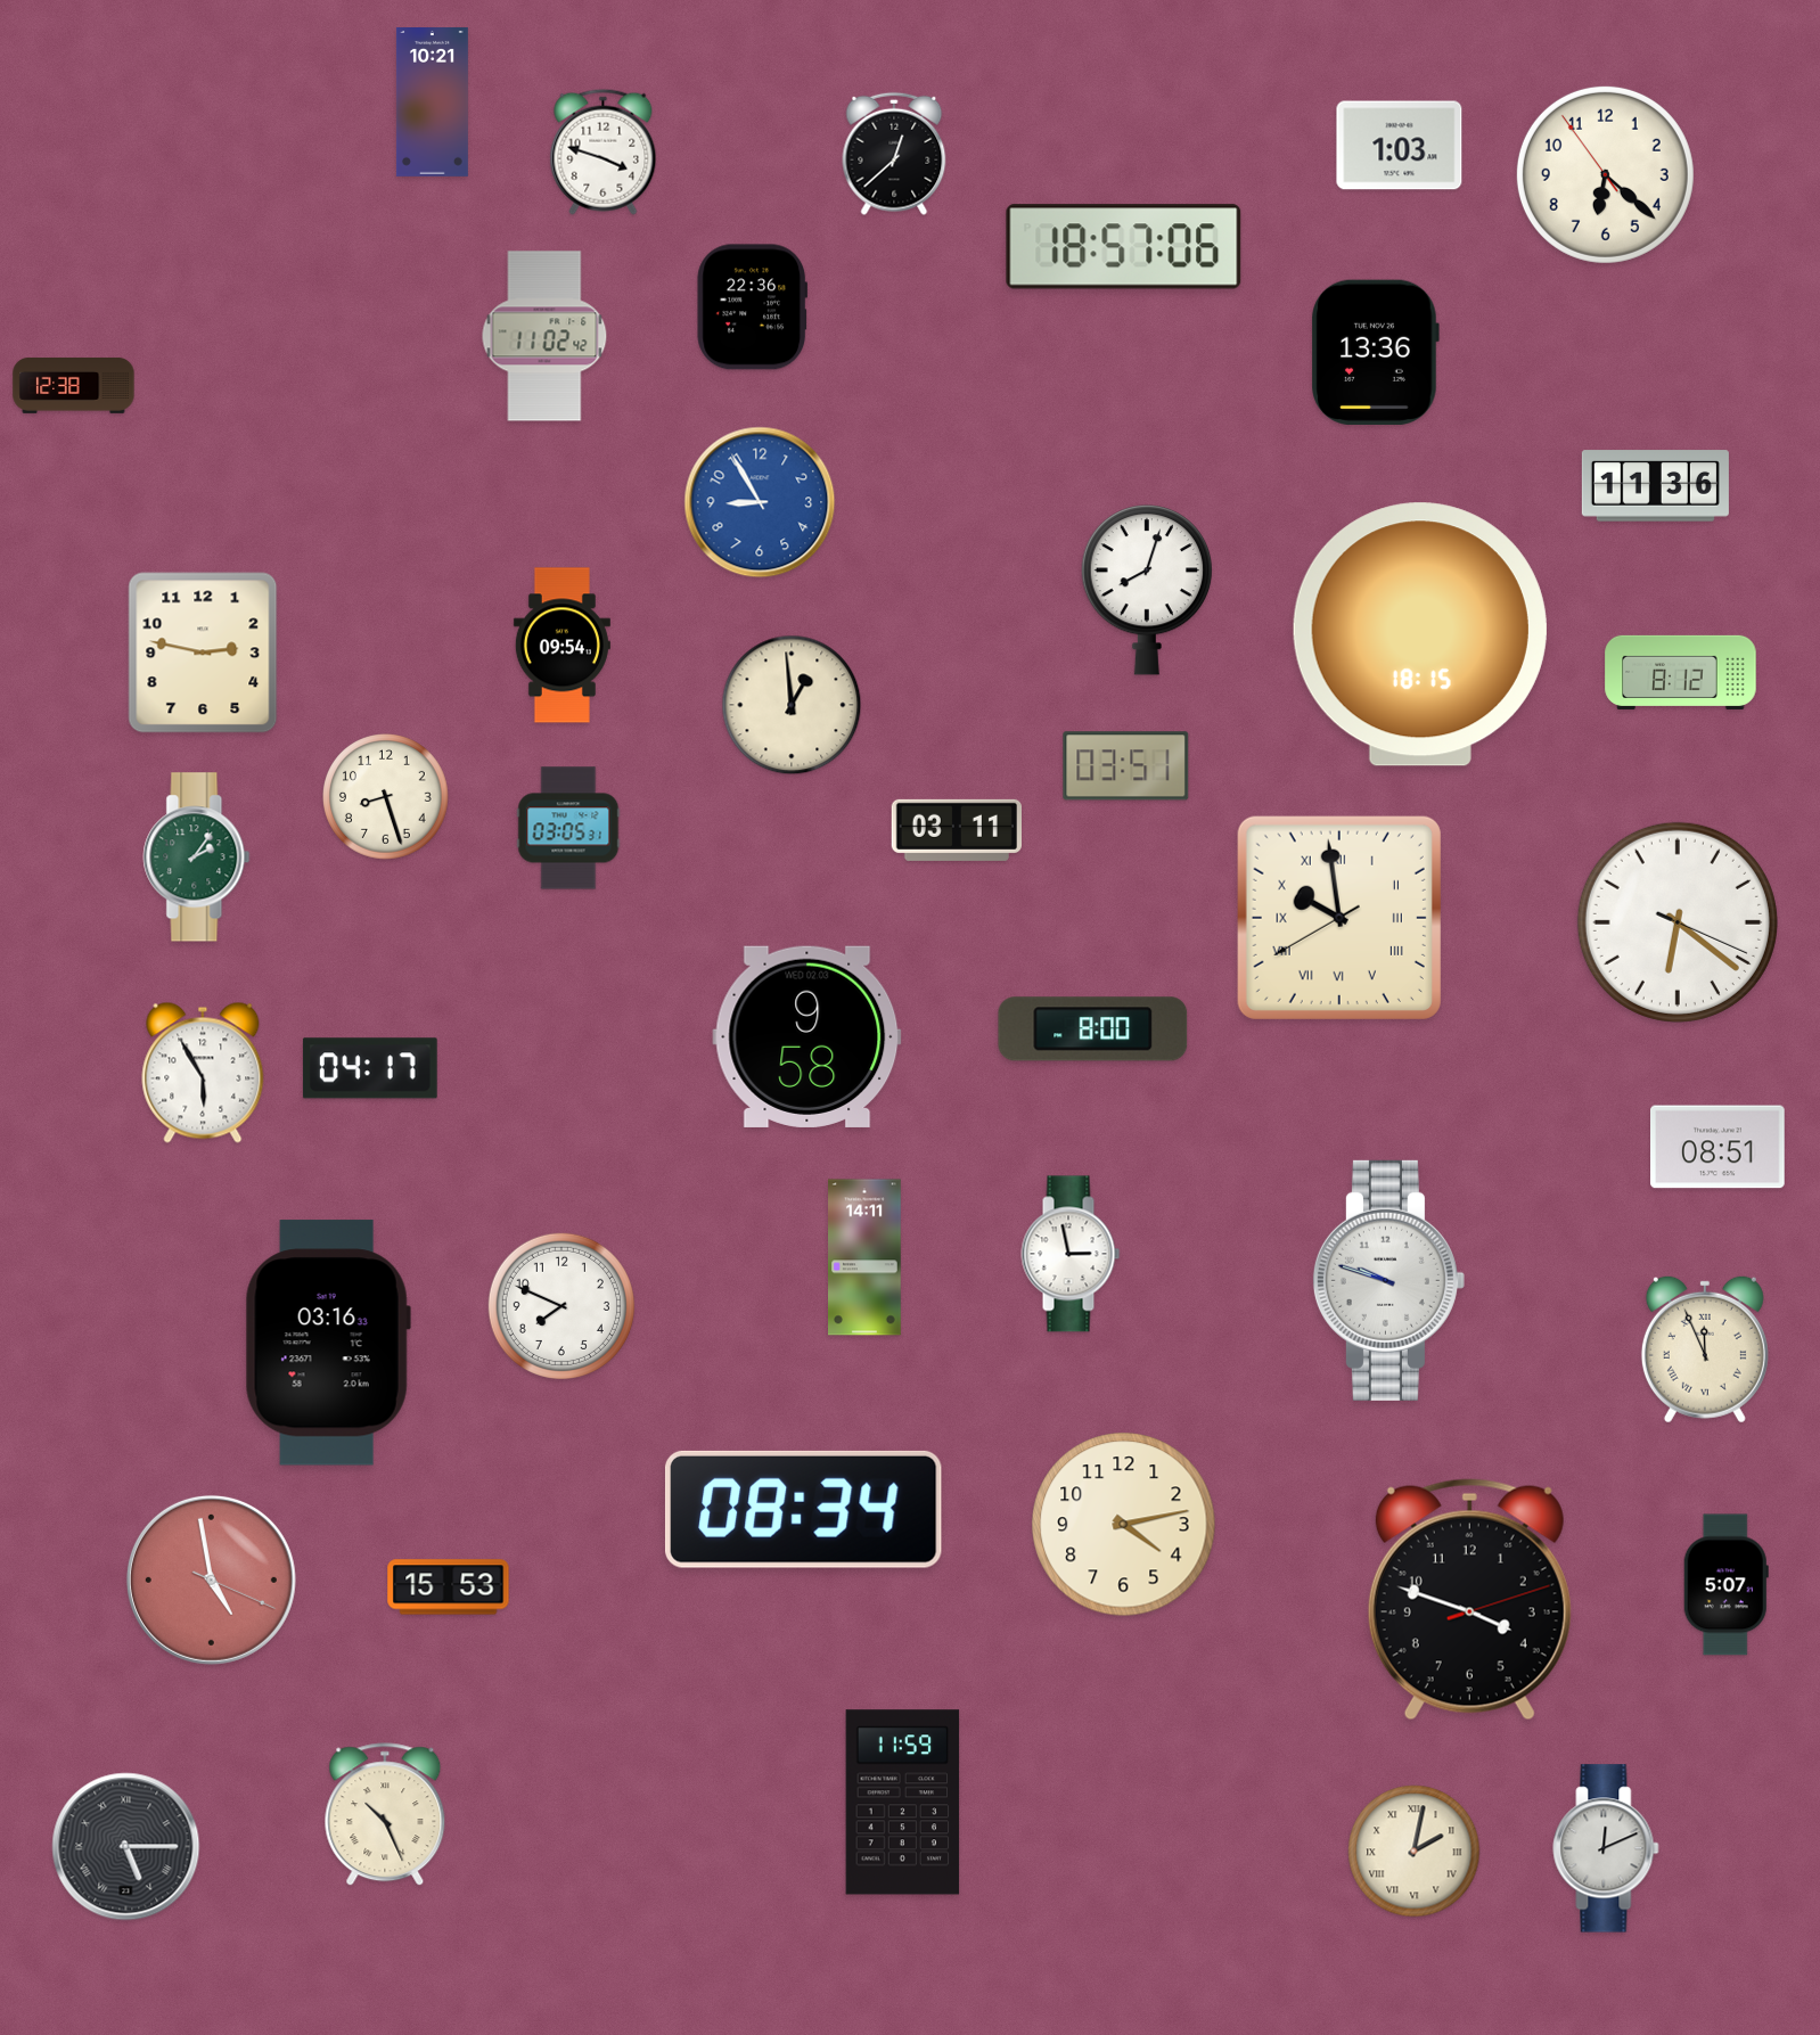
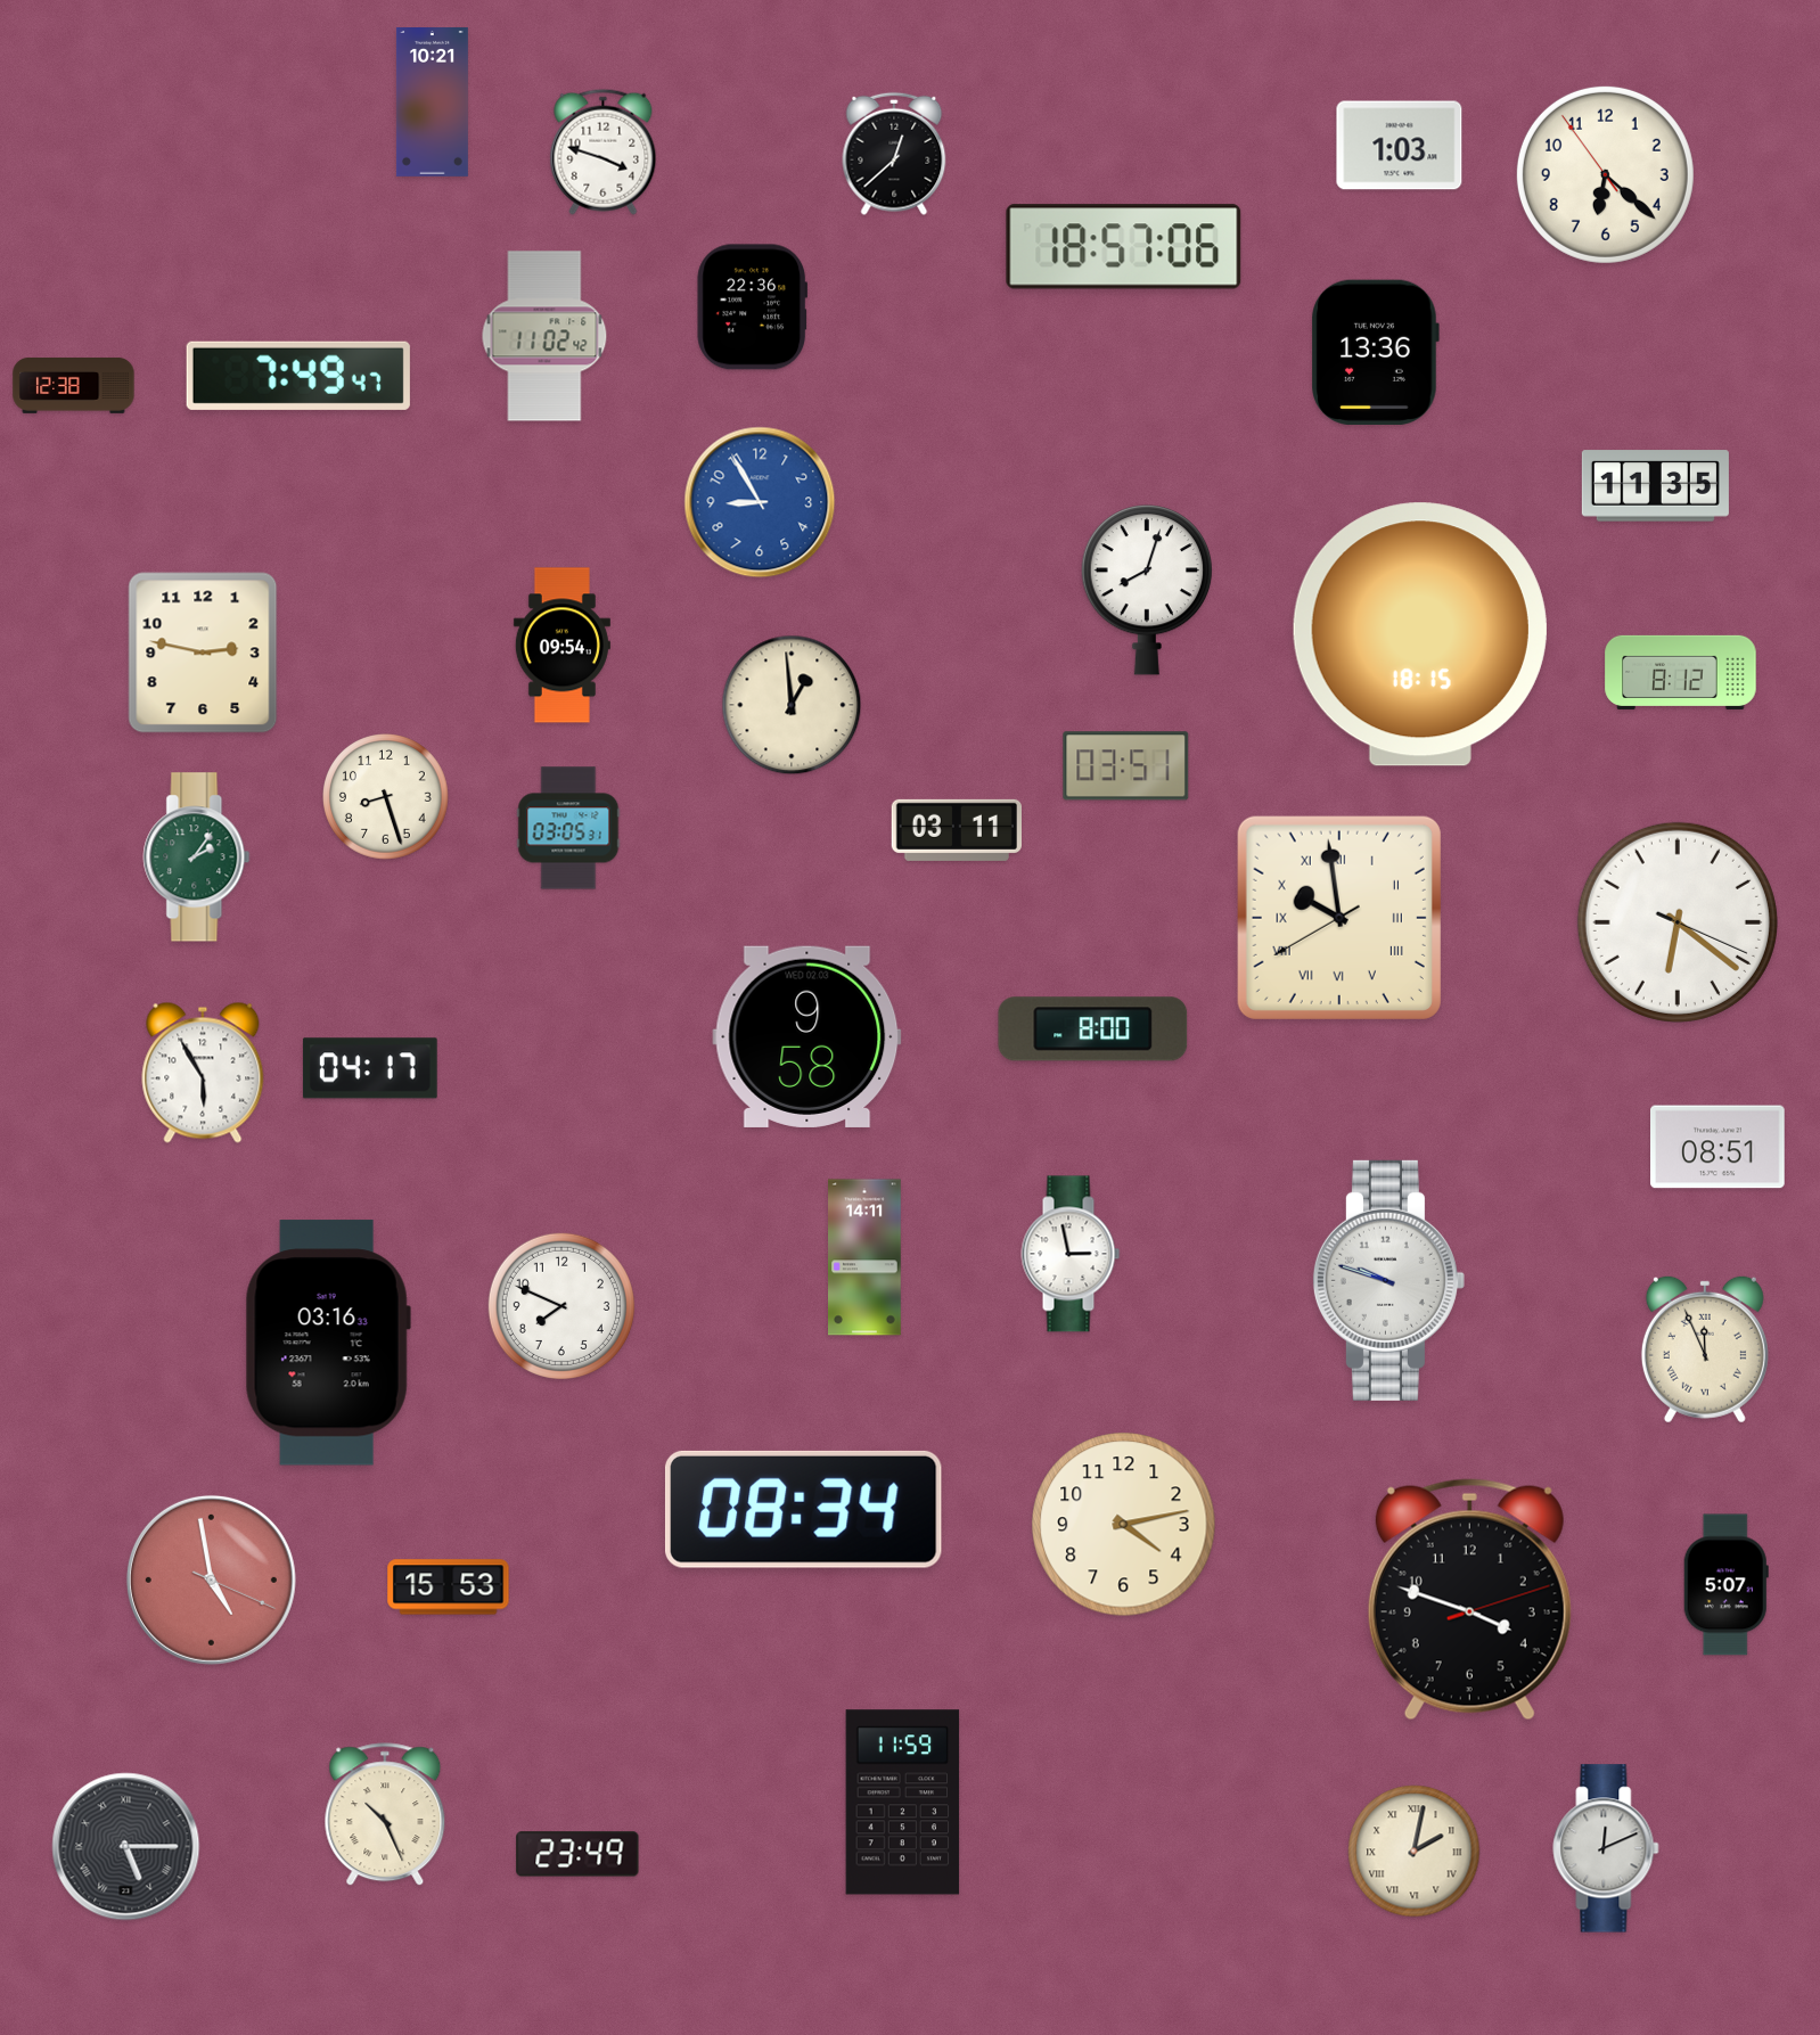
clock at (298, 376): none -> 7:49
clock at (1655, 486): 11:36 -> 11:35
clock at (577, 1854): none -> 23:49
